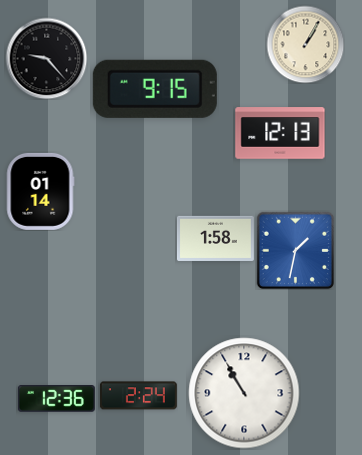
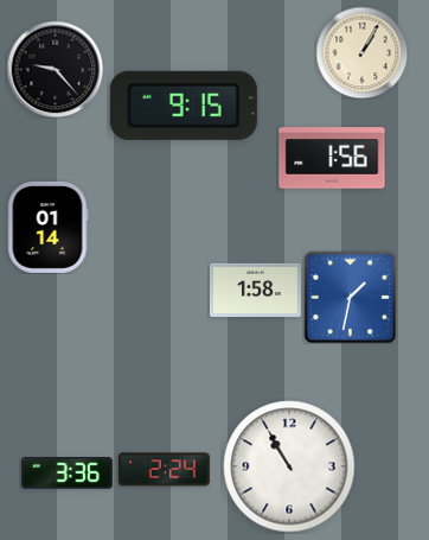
clock at (280, 133): 12:13 -> 1:56
clock at (215, 238) position: (215, 238) -> (255, 290)
clock at (56, 399): 12:36 -> 3:36
